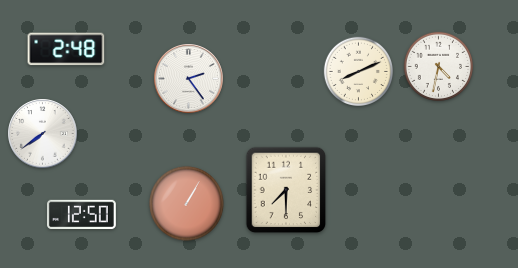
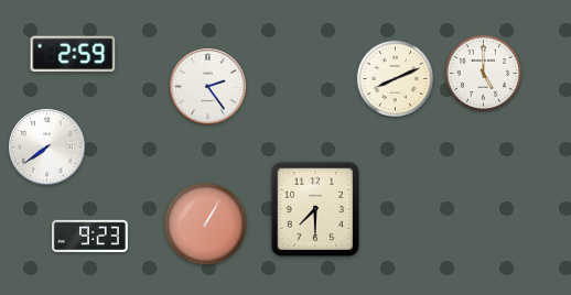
clock at (66, 49): 2:48 -> 2:59
clock at (438, 66): 4:32 -> 5:00
clock at (81, 215): 12:50 -> 9:23
